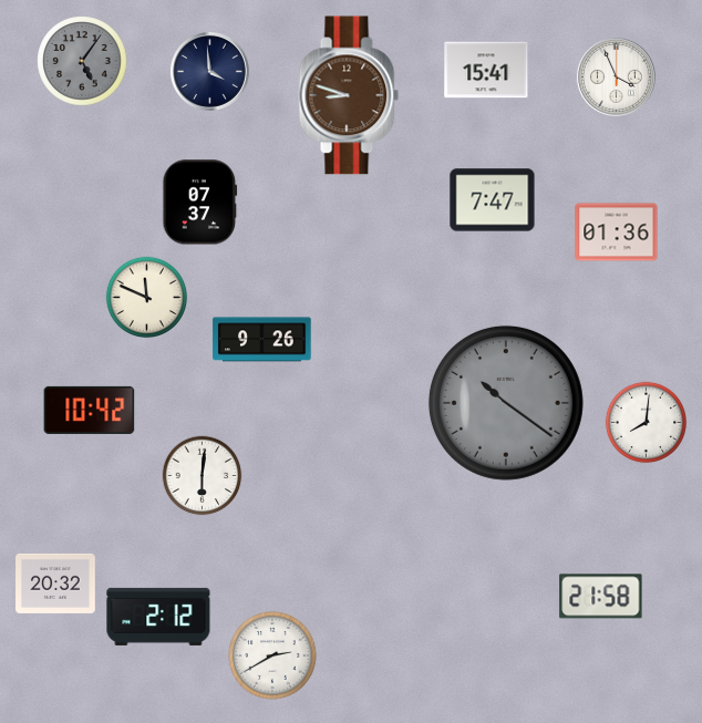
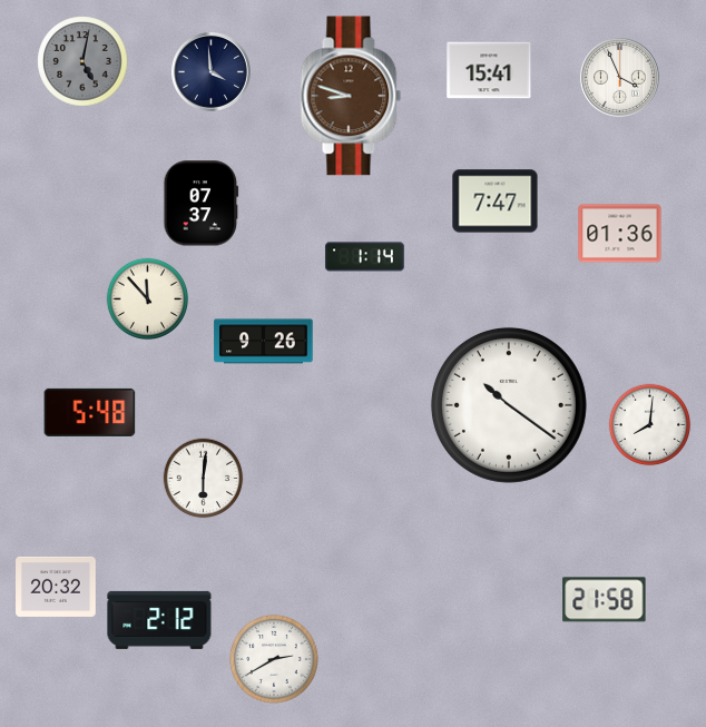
clock at (82, 61): 5:06 -> 5:02
clock at (364, 257): none -> 1:14
clock at (147, 298): 11:49 -> 11:53
clock at (506, 403) dial: grey -> white
clock at (90, 410): 10:42 -> 5:48
